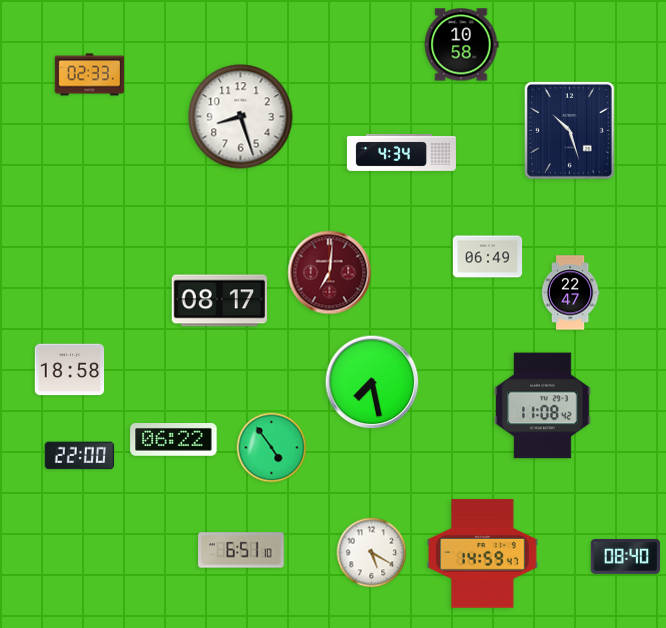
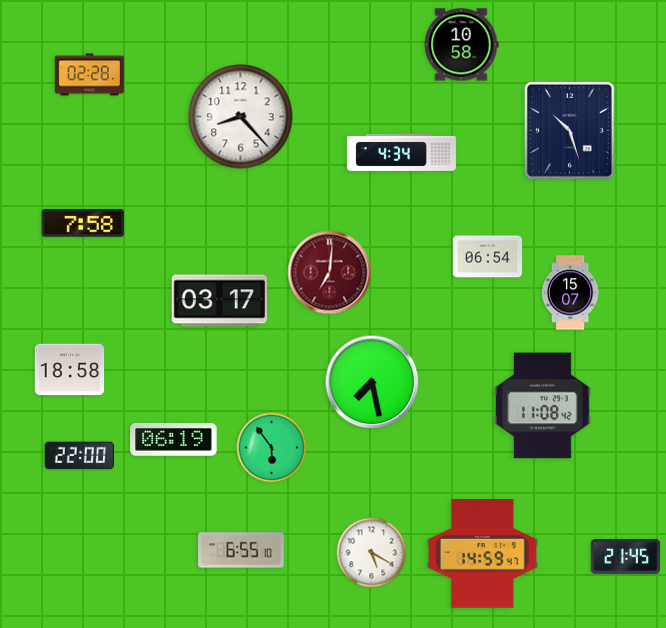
clock at (90, 75): 02:33 -> 02:28
clock at (241, 117): 8:27 -> 8:23
clock at (82, 223): none -> 7:58
clock at (488, 257): 06:49 -> 06:54
clock at (570, 293): 22:47 -> 15:07
clock at (219, 301): 08:17 -> 03:17
clock at (174, 440): 06:22 -> 06:19
clock at (272, 448): 4:54 -> 5:54
clock at (241, 550): 6:51 -> 6:55
clock at (626, 556): 08:40 -> 21:45
